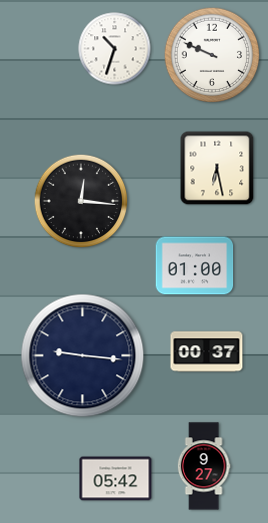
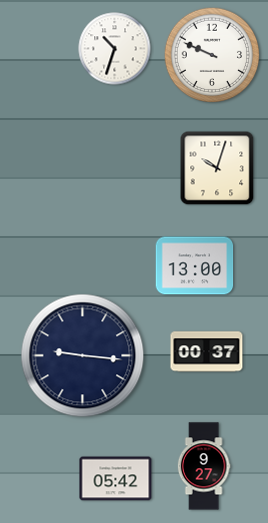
clock at (217, 168): 6:28 -> 10:03
clock at (81, 201): 12:16 -> none
clock at (195, 266): 01:00 -> 13:00
